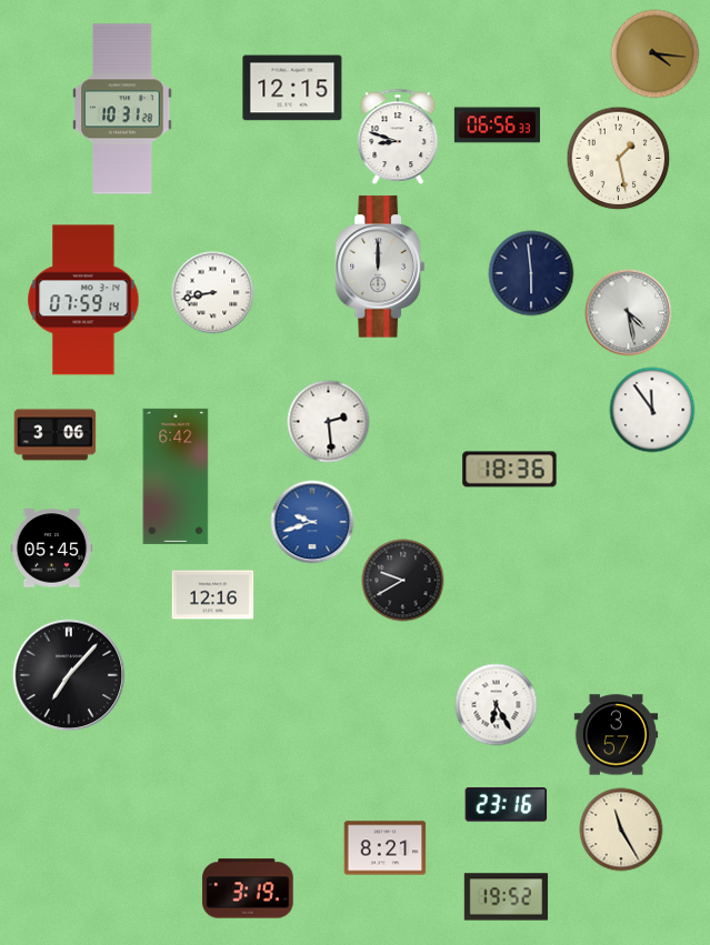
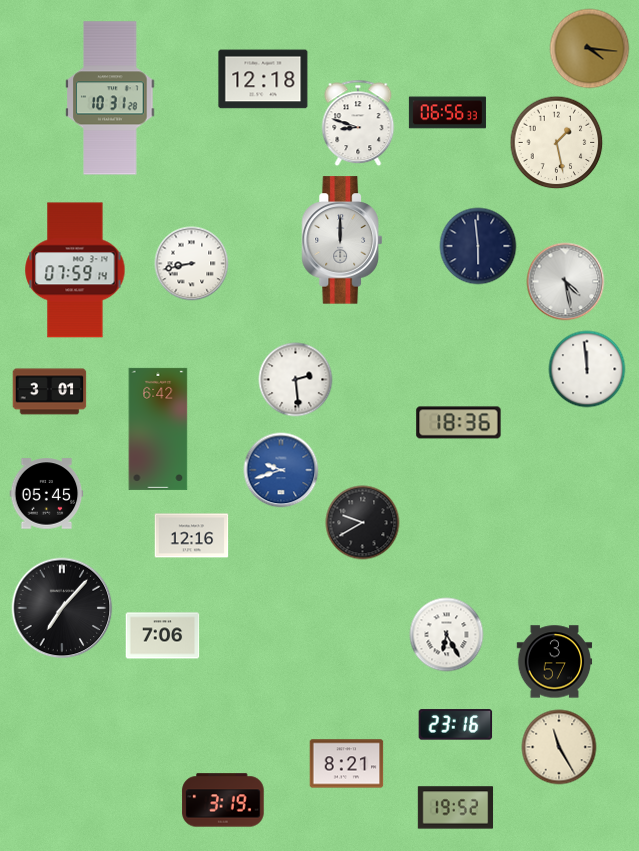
clock at (292, 88): 12:15 -> 12:18
clock at (652, 410): 11:54 -> 11:59
clock at (56, 435): 3:06 -> 3:01
clock at (163, 636): none -> 7:06
